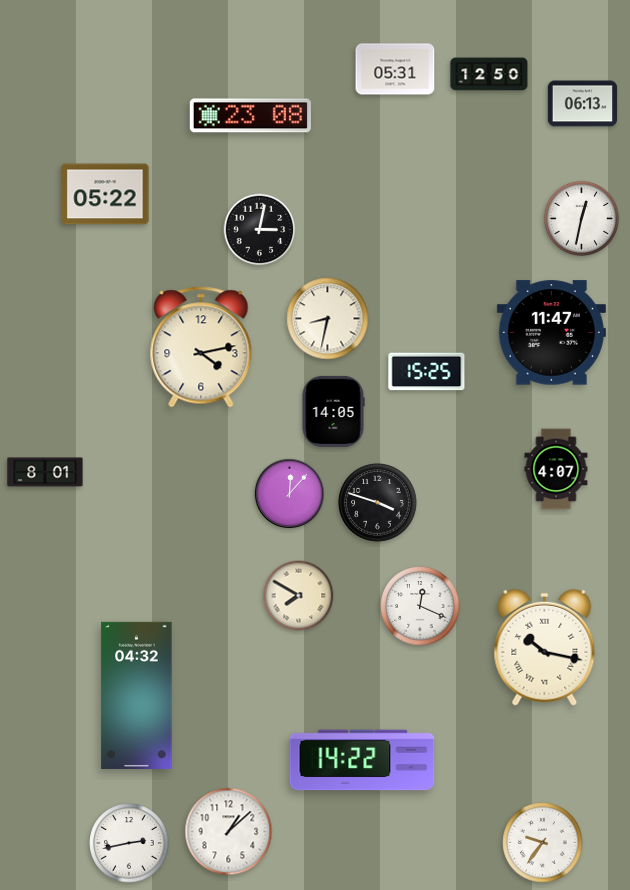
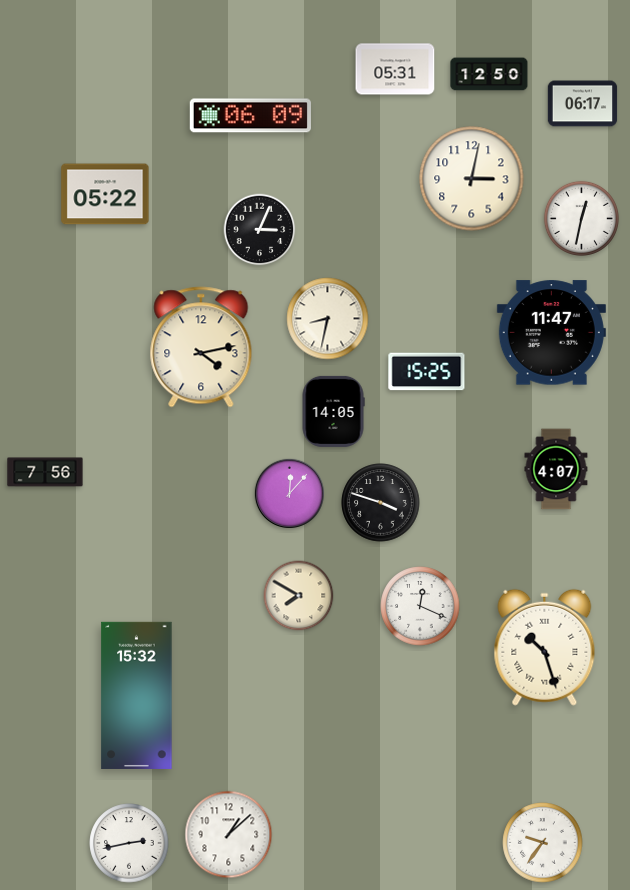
clock at (583, 104): 06:13 -> 06:17
clock at (250, 116): 23:08 -> 06:09
clock at (472, 179): none -> 3:02
clock at (260, 230): 3:02 -> 3:04
clock at (45, 472): 8:01 -> 7:56
clock at (378, 503) position: (378, 503) -> (381, 503)
clock at (545, 647): 10:17 -> 10:27
clock at (137, 695): 04:32 -> 15:32
clock at (362, 760): 14:22 -> none
clock at (229, 832) position: (229, 832) -> (229, 835)
